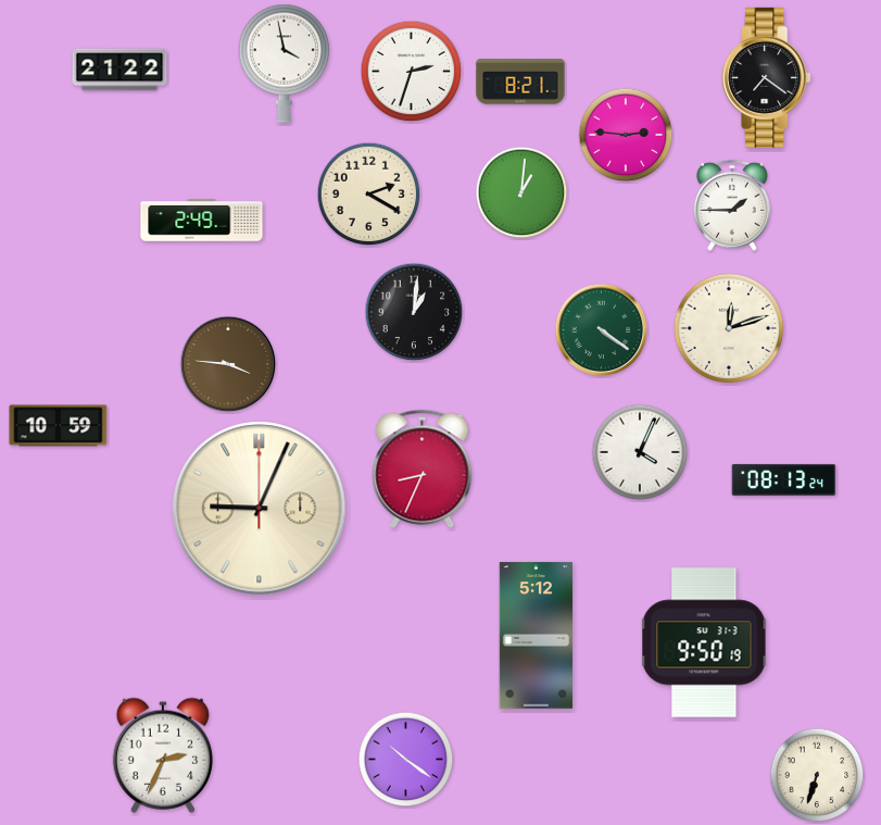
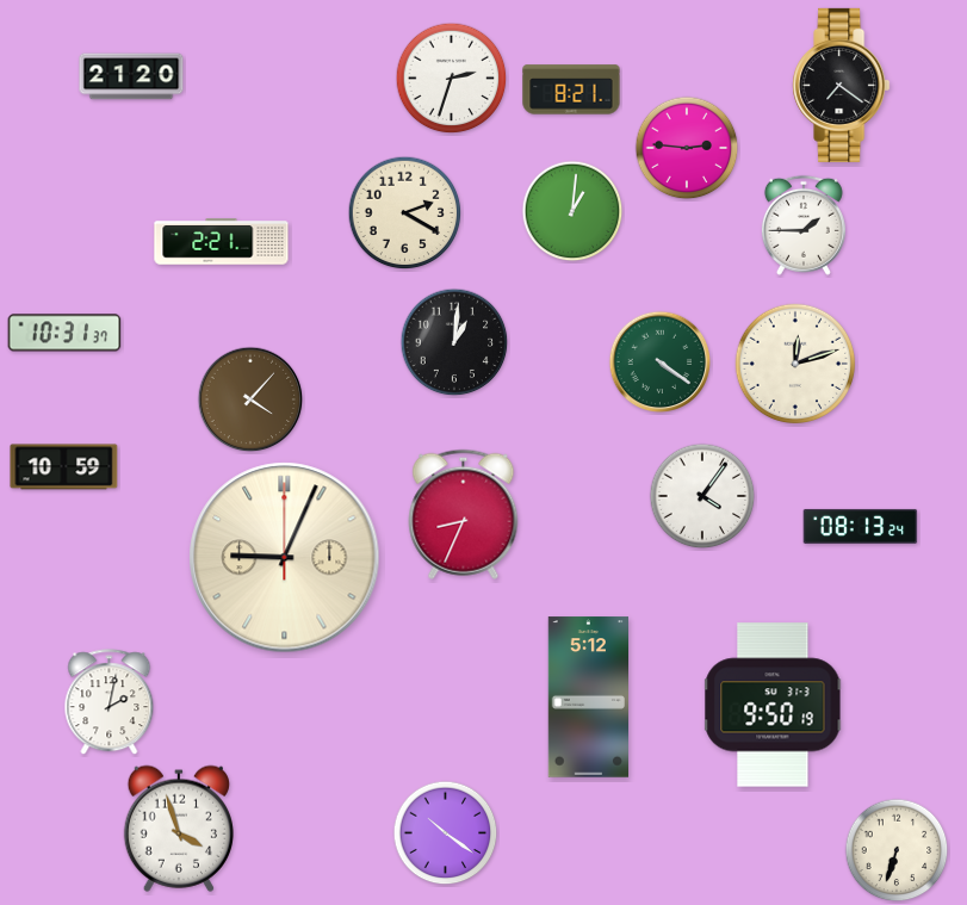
clock at (284, 63): 3:58 -> none
clock at (119, 70): 21:22 -> 21:20
clock at (202, 221): 2:49 -> 2:21
clock at (64, 333): none -> 10:31
clock at (729, 328) position: (729, 328) -> (795, 364)
clock at (228, 364): 3:46 -> 4:07
clock at (640, 452): 4:04 -> 4:06
clock at (110, 702): none -> 2:02
clock at (162, 755): 2:34 -> 3:57
